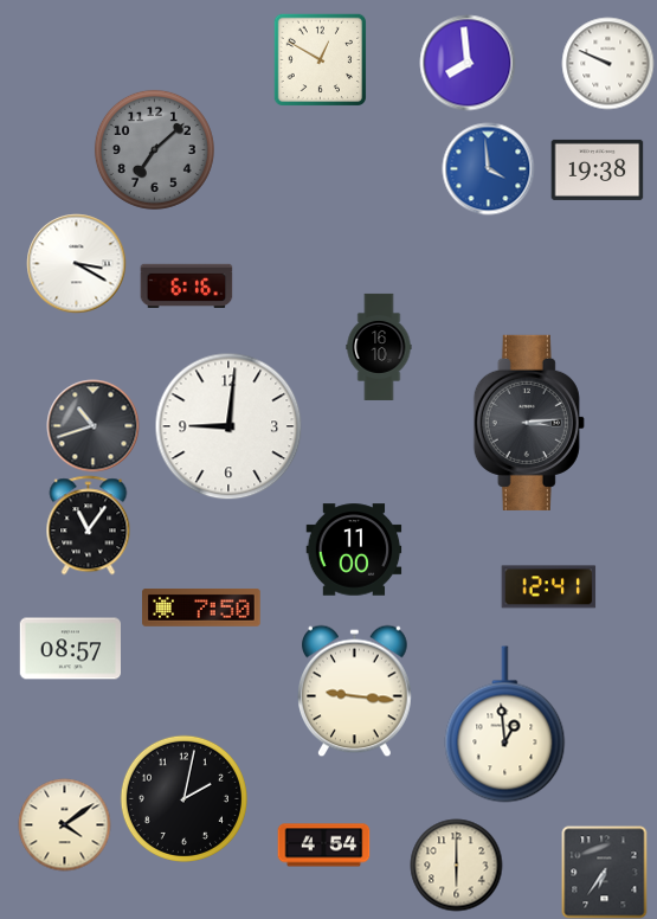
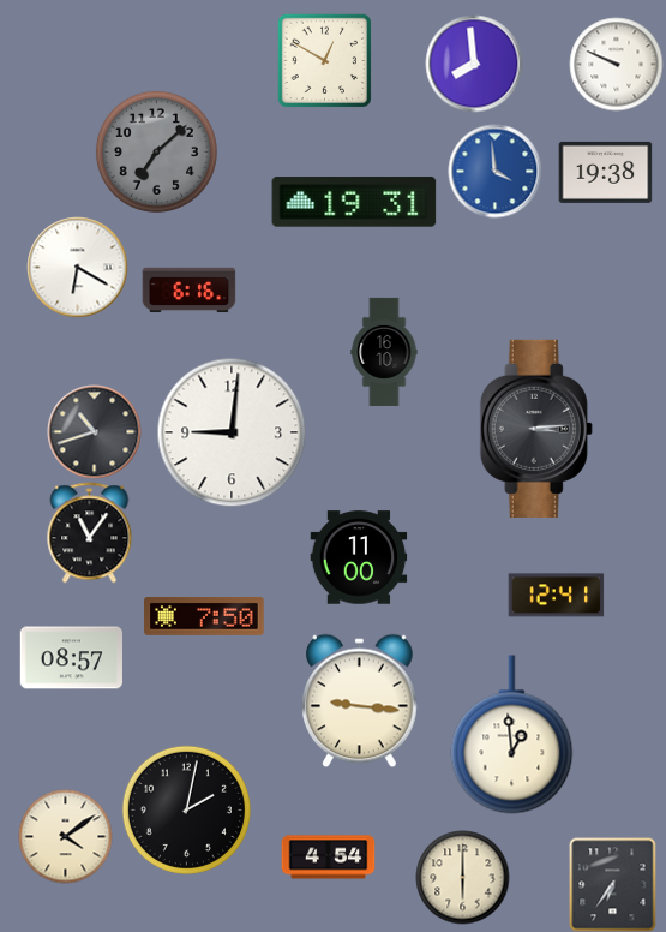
clock at (354, 202): none -> 19:31
clock at (76, 263): 3:20 -> 6:20
